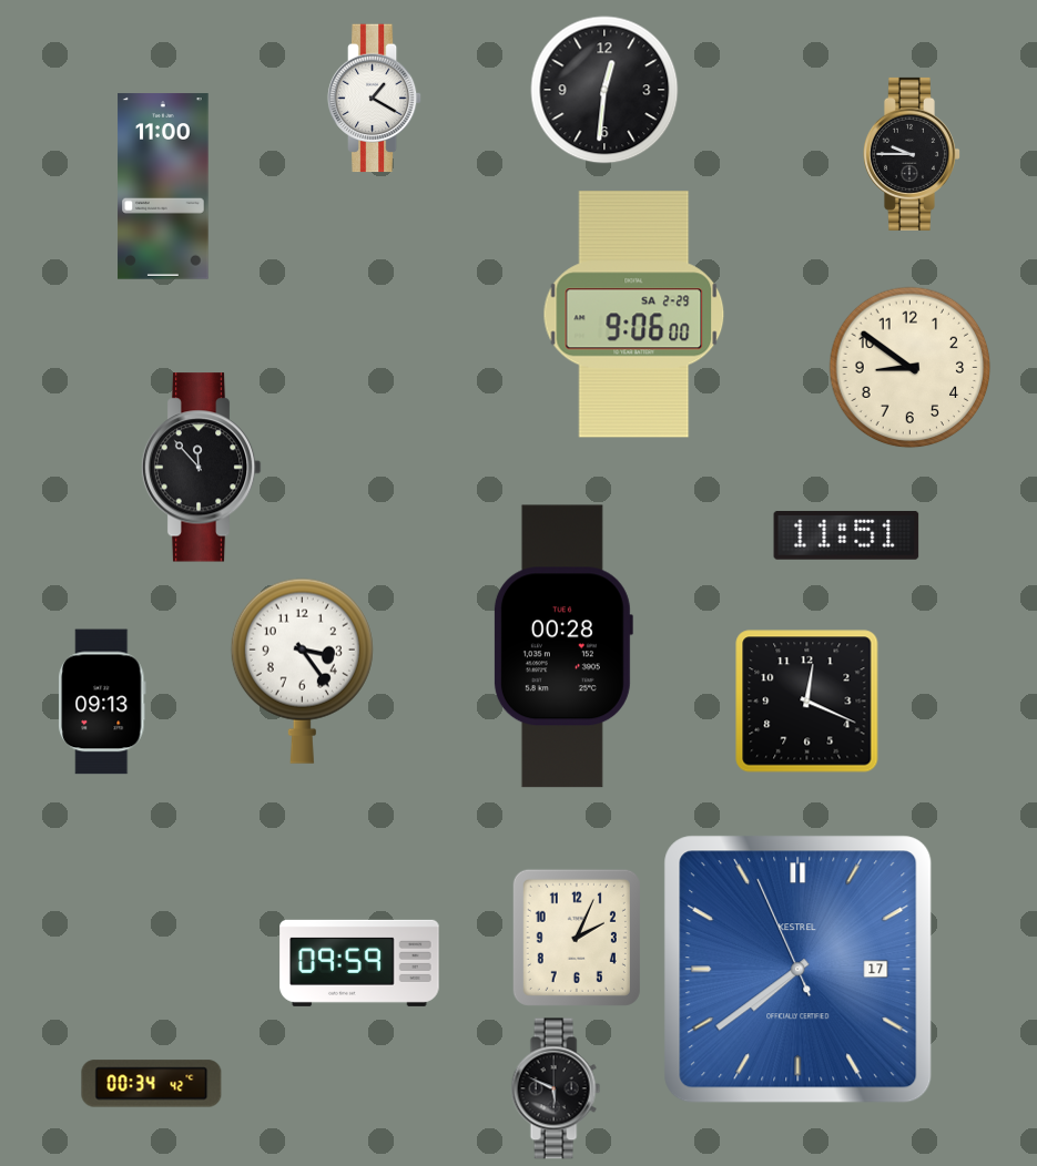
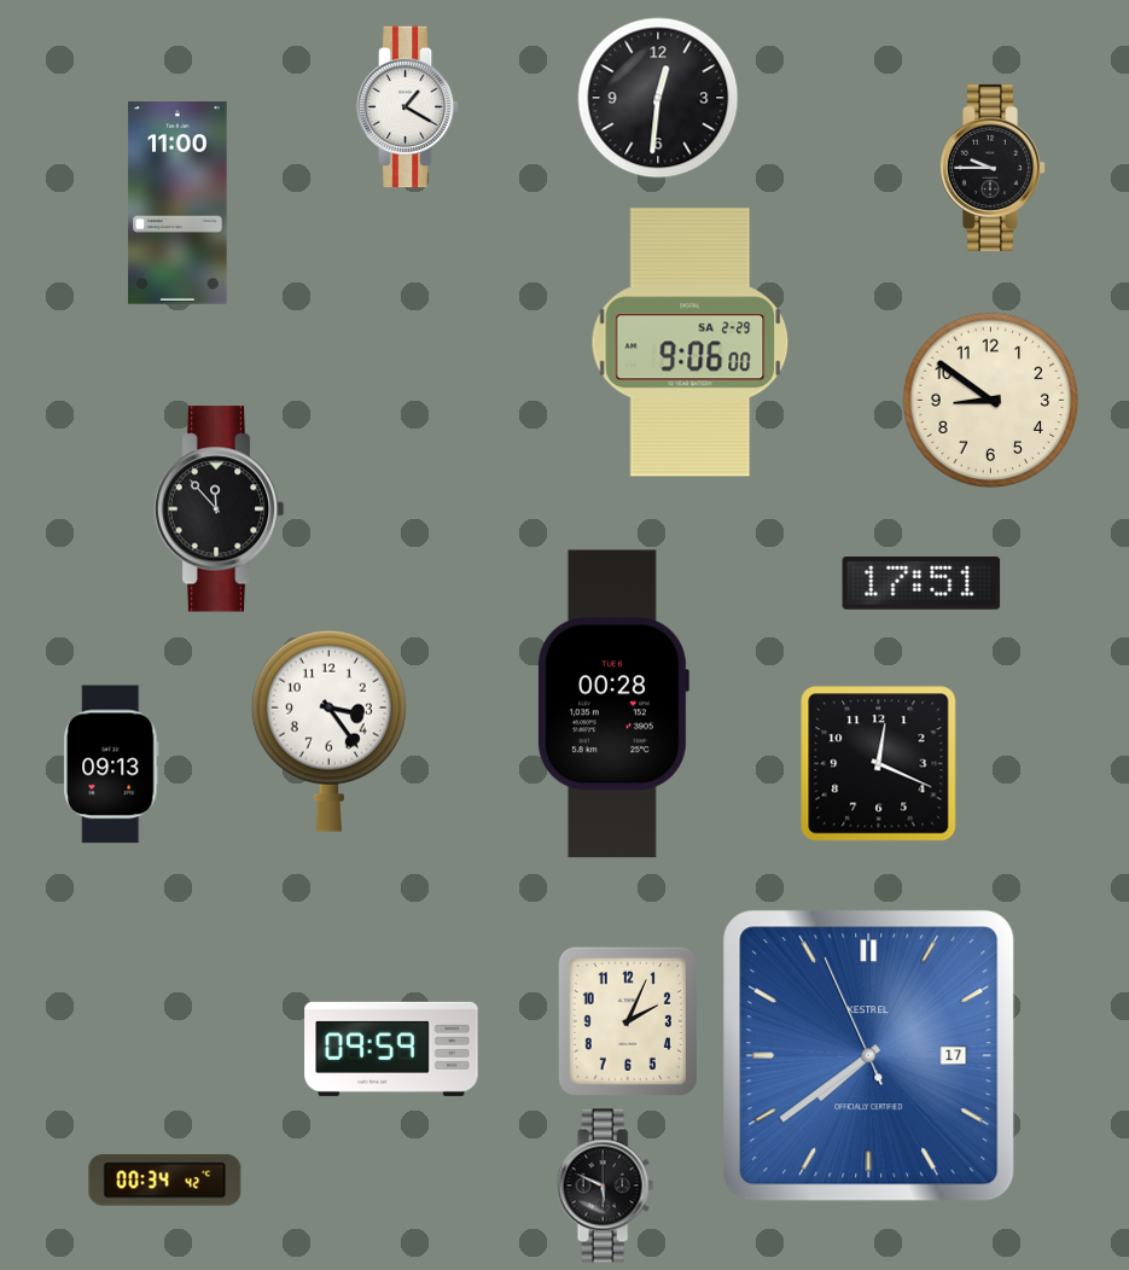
clock at (846, 535): 11:51 -> 17:51
